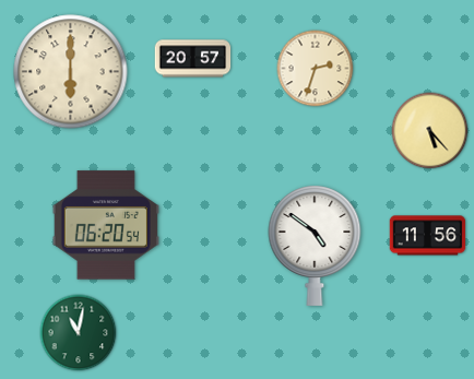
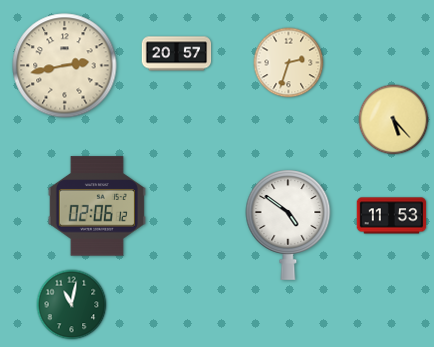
clock at (71, 72): 6:00 -> 2:43
clock at (106, 225): 06:20 -> 02:06
clock at (428, 236): 11:56 -> 11:53
